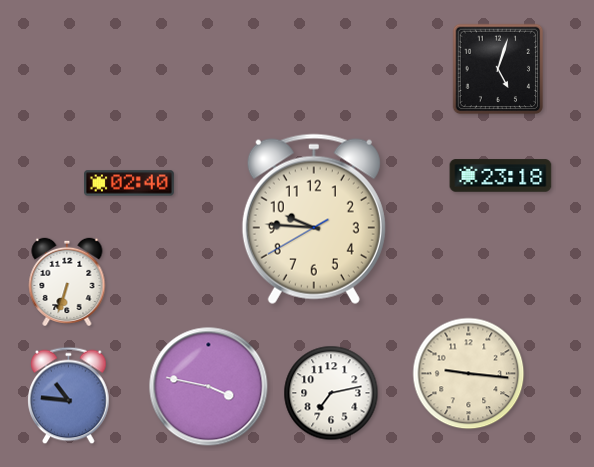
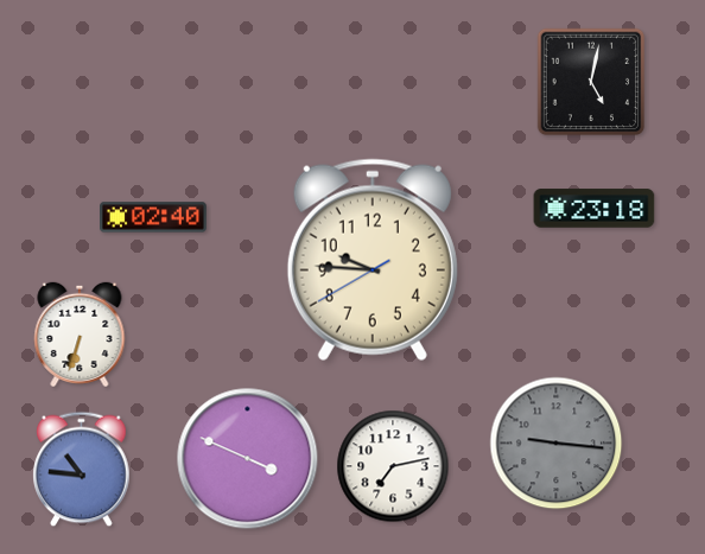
clock at (498, 69): 5:03 -> 5:02
clock at (469, 374) dial: cream -> grey
clock at (209, 387): 3:47 -> 3:49
